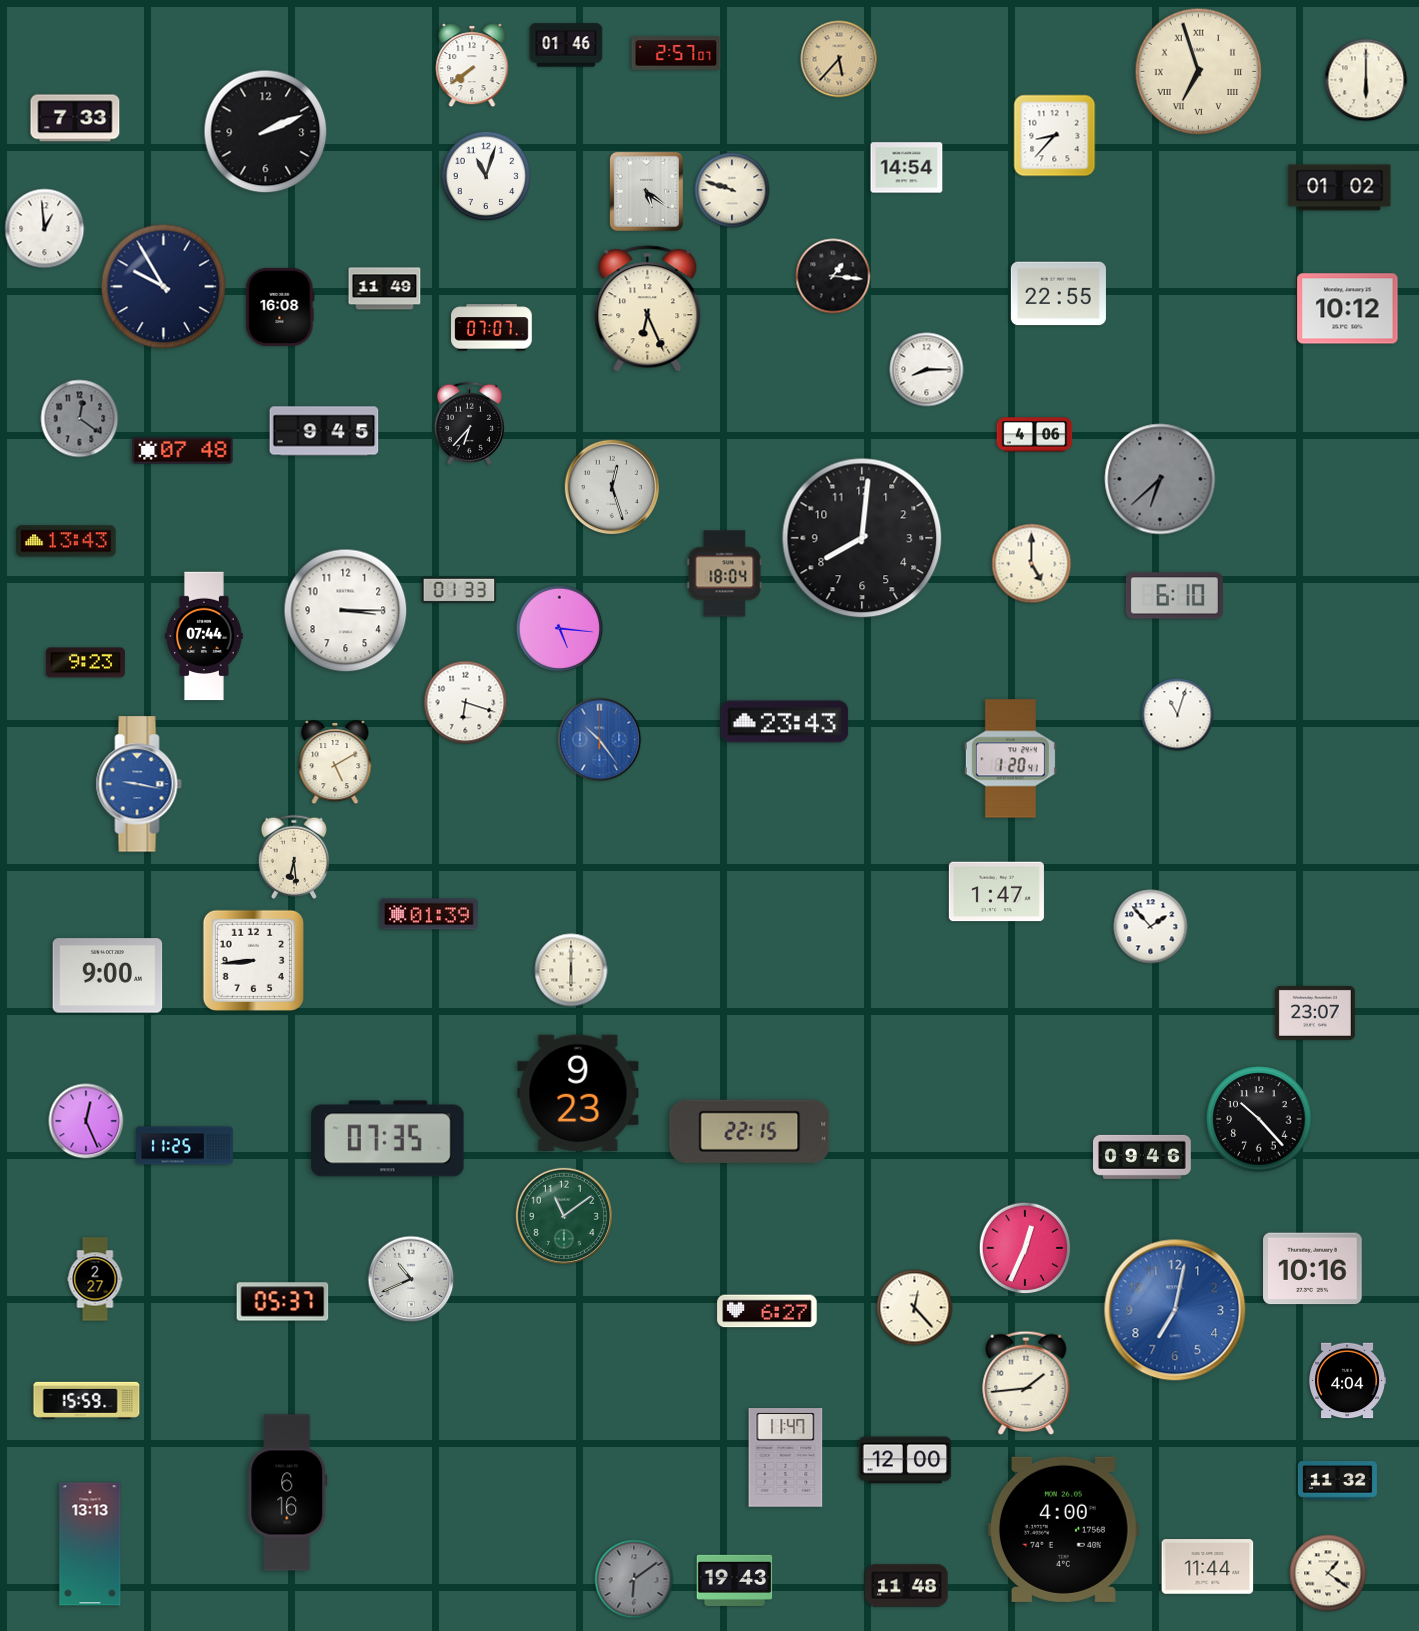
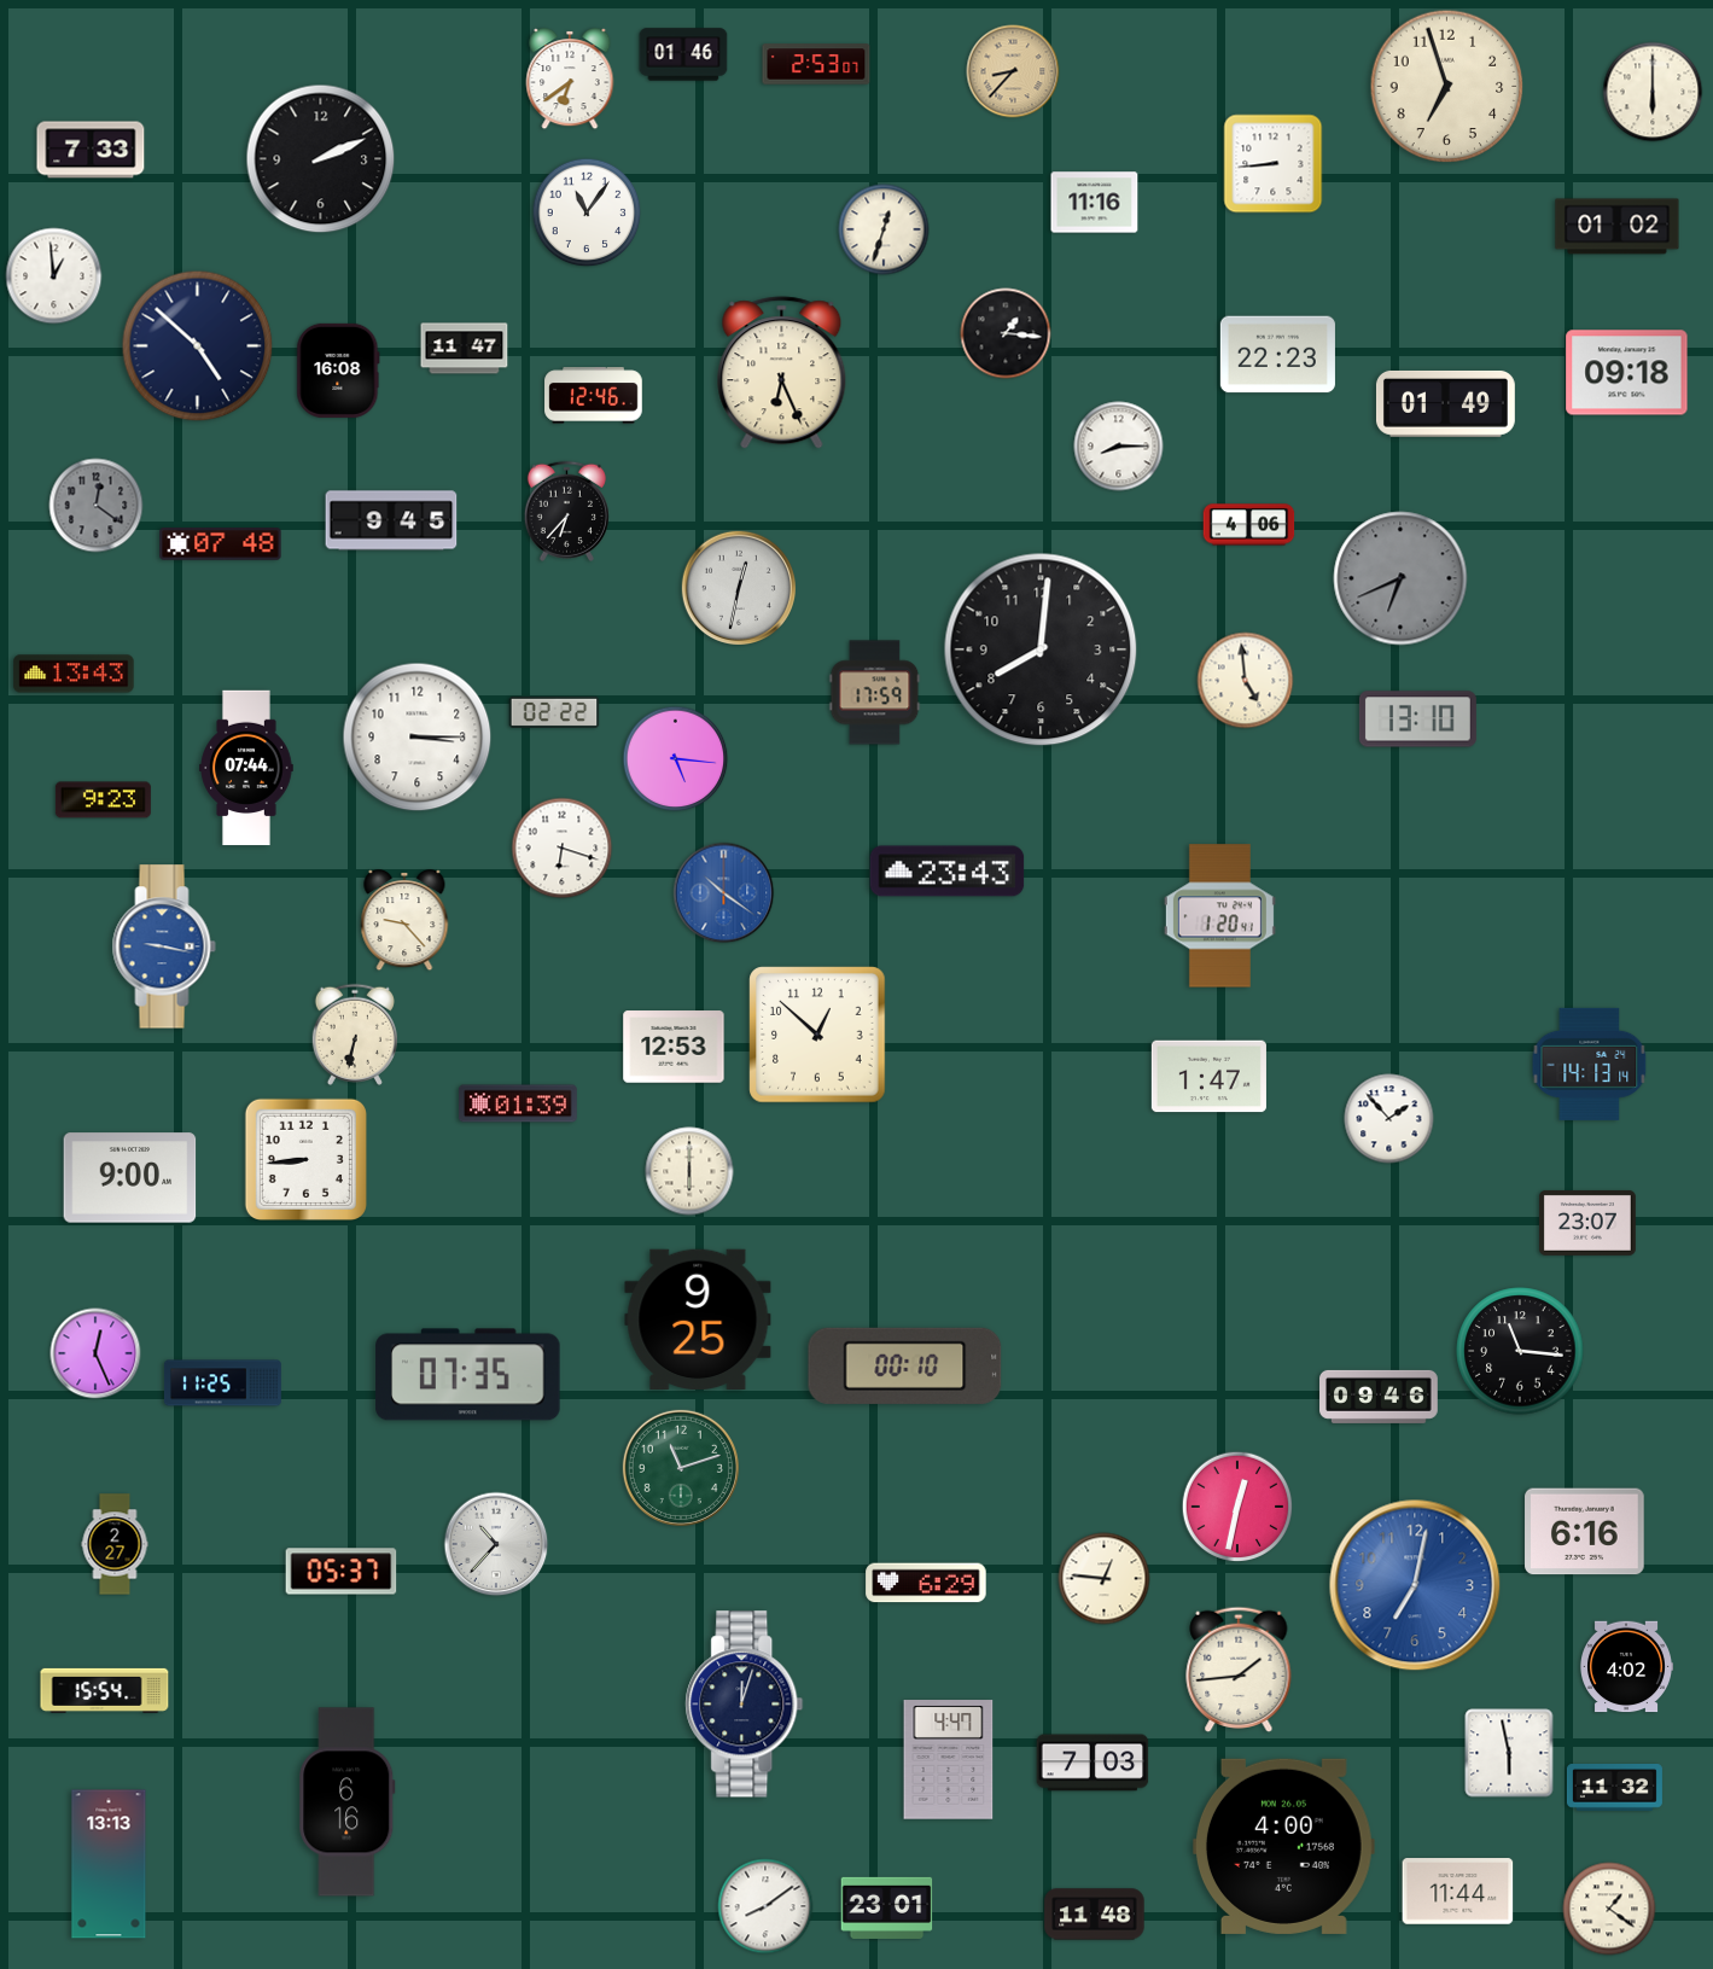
clock at (676, 53): 2:57 -> 2:53
clock at (839, 59): 5:37 -> 8:37
clock at (472, 66): 7:39 -> 6:39
clock at (1199, 72) numerals: Roman -> Arabic
clock at (1366, 80) position: (1366, 80) -> (1653, 92)
clock at (75, 118) position: (75, 118) -> (91, 150)
clock at (1055, 136): 8:37 -> 8:44
clock at (907, 168): 14:54 -> 11:16
clock at (486, 176): 11:03 -> 11:06
clock at (732, 190): 9:48 -> 12:33
clock at (646, 191): 5:21 -> none
clock at (164, 287): 9:55 -> 4:52
clock at (385, 289): 11:49 -> 11:47
clock at (1058, 294): 22:55 -> 22:23
clock at (1348, 309): 10:12 -> 09:18
clock at (492, 328): 07:07 -> 12:46
clock at (1445, 403): none -> 01:49
clock at (1160, 479): 6:38 -> 6:41
clock at (611, 486): 12:27 -> 12:32
clock at (66, 541) position: (66, 541) -> (74, 674)
clock at (1032, 564): 5:00 -> 4:59
clock at (725, 574): 18:04 -> 17:59
clock at (459, 590): 01:33 -> 02:22
clock at (1174, 596): 6:10 -> 13:10
clock at (1178, 715): 11:03 -> none
clock at (600, 740): 10:24 -> 10:21
clock at (335, 763): 5:10 -> 9:23
clock at (139, 784) position: (139, 784) -> (164, 946)
clock at (293, 857): 6:29 -> 6:32
clock at (817, 1035): none -> 12:52
clock at (674, 1047): none -> 12:53
clock at (1590, 1064): none -> 14:13
clock at (996, 892) position: (996, 892) -> (1208, 1077)
clock at (578, 1092): 9:23 -> 9:25
clock at (1259, 1119): 10:23 -> 11:16
clock at (86, 1121) position: (86, 1121) -> (95, 1353)
clock at (750, 1131): 22:15 -> 00:10
clock at (564, 1216): 11:09 -> 11:12
clock at (1025, 1248): 12:34 -> 12:32
clock at (1313, 1269): 10:16 -> 6:16
clock at (411, 1279): 10:41 -> 10:37
clock at (915, 1308): 12:23 -> 12:46
clock at (1175, 1310) position: (1175, 1310) -> (1415, 1585)
clock at (767, 1311): 6:27 -> 6:29
clock at (1346, 1381): 4:04 -> 4:02
clock at (87, 1400): 15:59 -> 15:54
clock at (745, 1705): none -> 12:03
clock at (1509, 1753): none -> 5:58
clock at (786, 1458): 11:47 -> 4:47
clock at (905, 1460): 12:00 -> 7:03
clock at (1328, 1573) position: (1328, 1573) -> (1609, 1909)
clock at (634, 1579): 6:09 -> 8:09
clock at (634, 1579) dial: grey -> white
clock at (735, 1580): 19:43 -> 23:01
